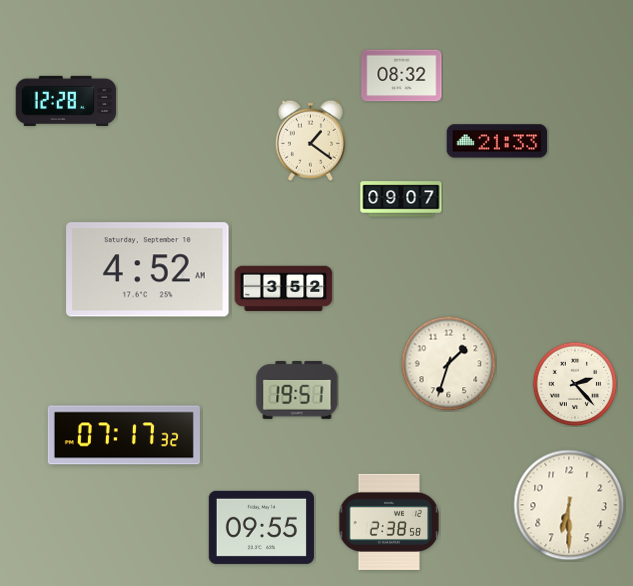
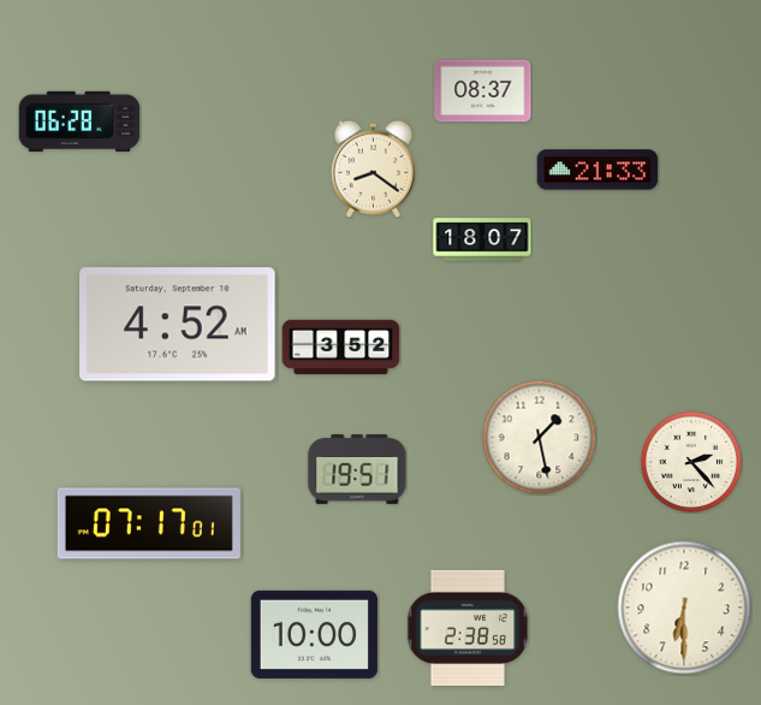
clock at (402, 76): 08:32 -> 08:37
clock at (66, 101): 12:28 -> 06:28
clock at (310, 140): 1:21 -> 8:21
clock at (401, 199): 09:07 -> 18:07
clock at (448, 363): 1:33 -> 1:28
clock at (124, 435): 07:17:32 -> 07:17:01
clock at (261, 527): 09:55 -> 10:00
